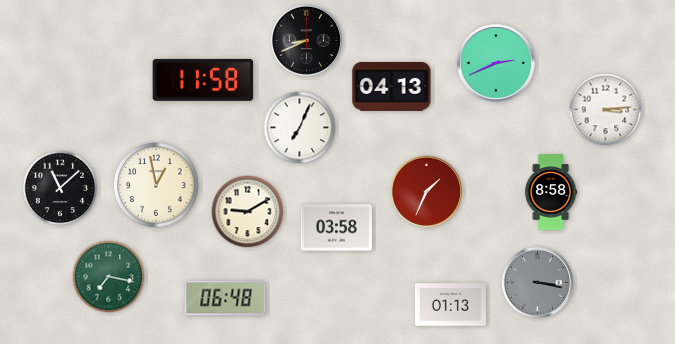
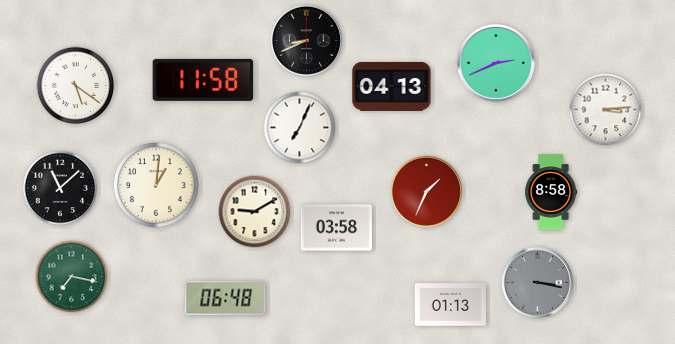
clock at (76, 86): none -> 5:21
clock at (156, 185): 12:58 -> 1:01
clock at (248, 212) position: (248, 212) -> (255, 212)
clock at (109, 277) position: (109, 277) -> (72, 277)
